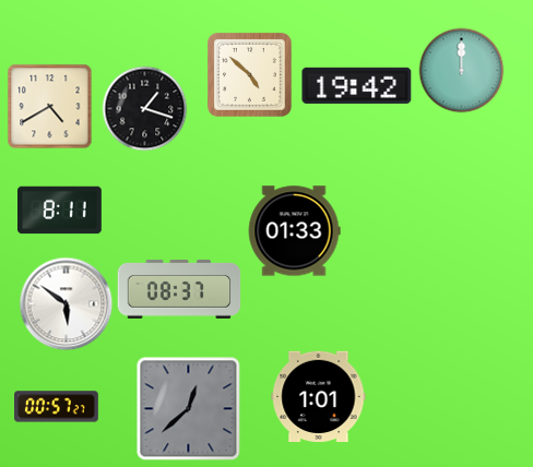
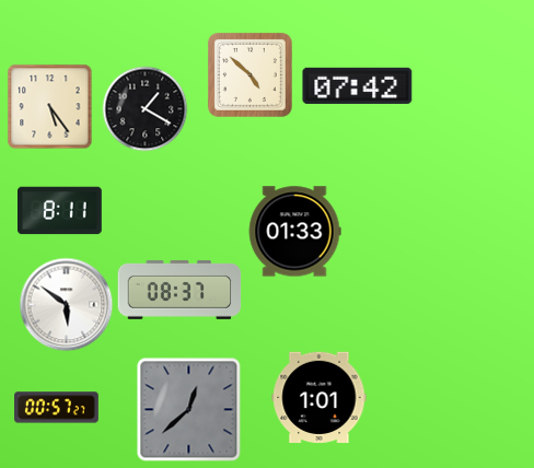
clock at (461, 70): 12:00 -> none
clock at (357, 85): 19:42 -> 07:42
clock at (49, 106): 4:40 -> 5:24
clock at (144, 108): 1:18 -> 1:20
